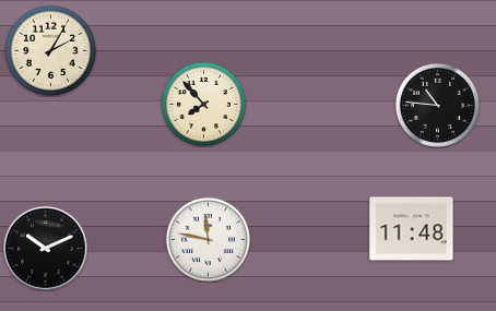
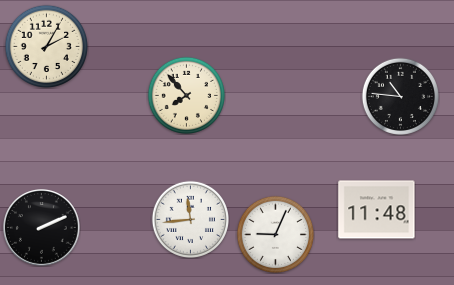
clock at (208, 239): 11:47 -> 11:44
clock at (46, 249): 10:11 -> 2:11
clock at (275, 234): none -> 9:04
